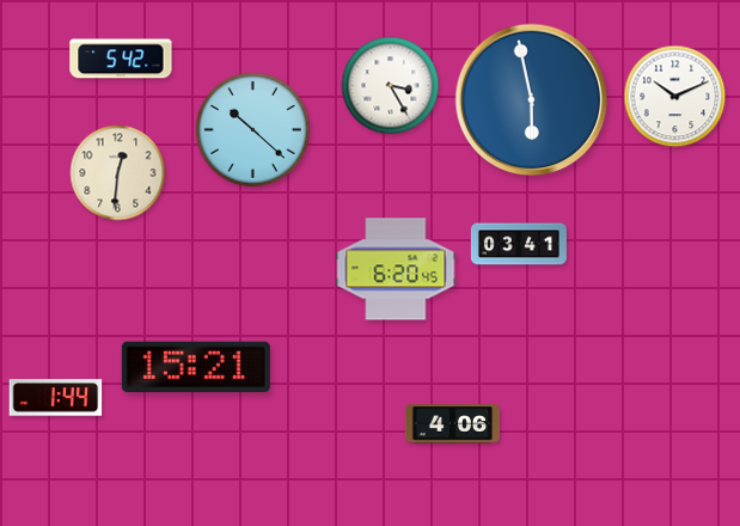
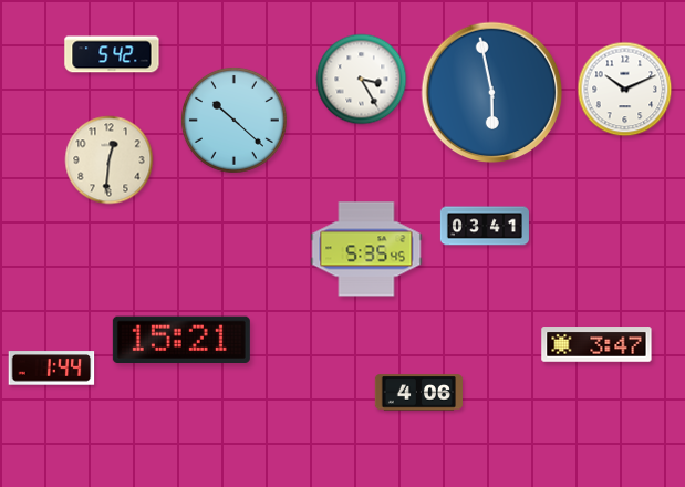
clock at (519, 244) position: (519, 244) -> (485, 226)
clock at (396, 269): 6:20 -> 5:35
clock at (596, 344): none -> 3:47
